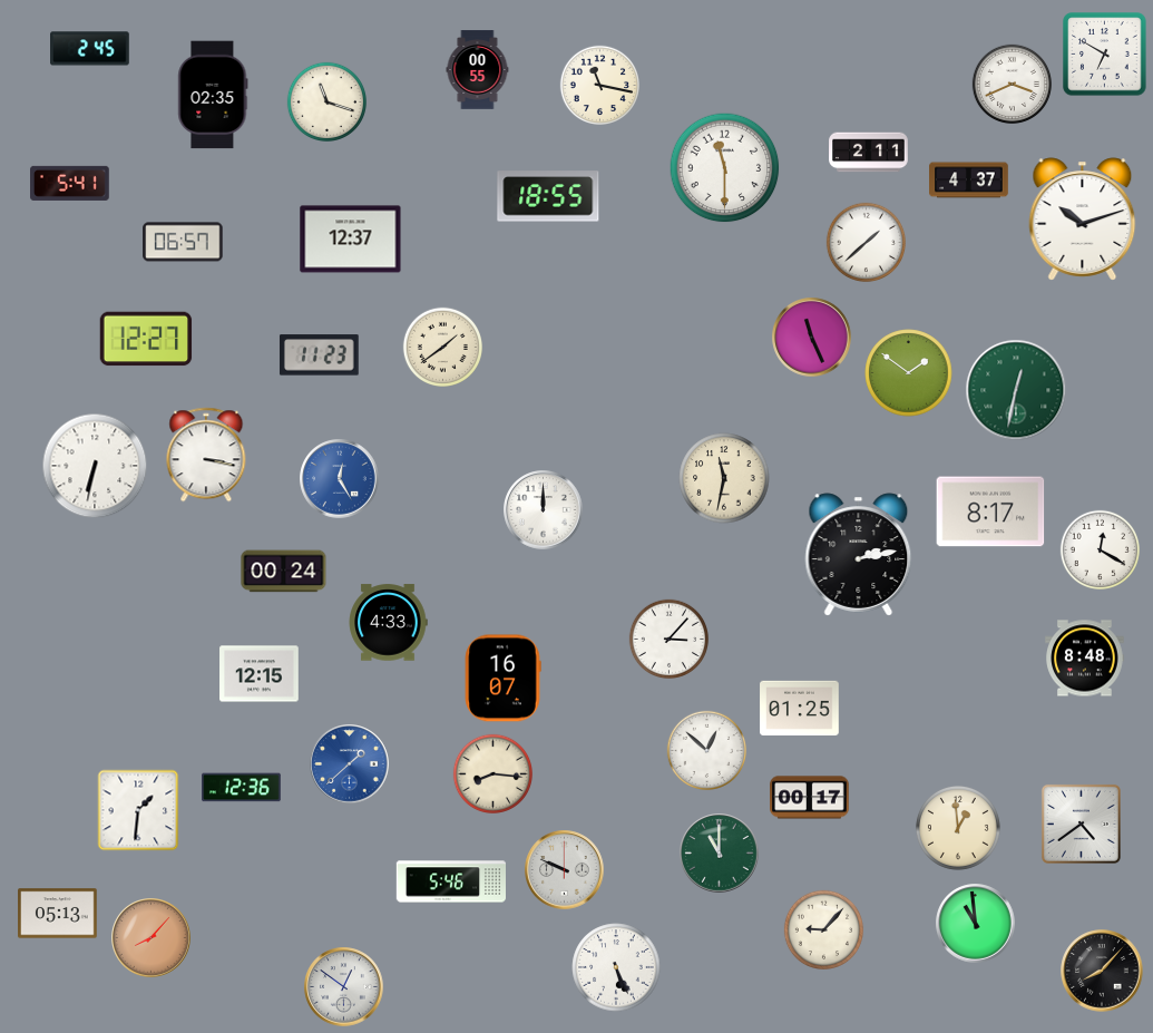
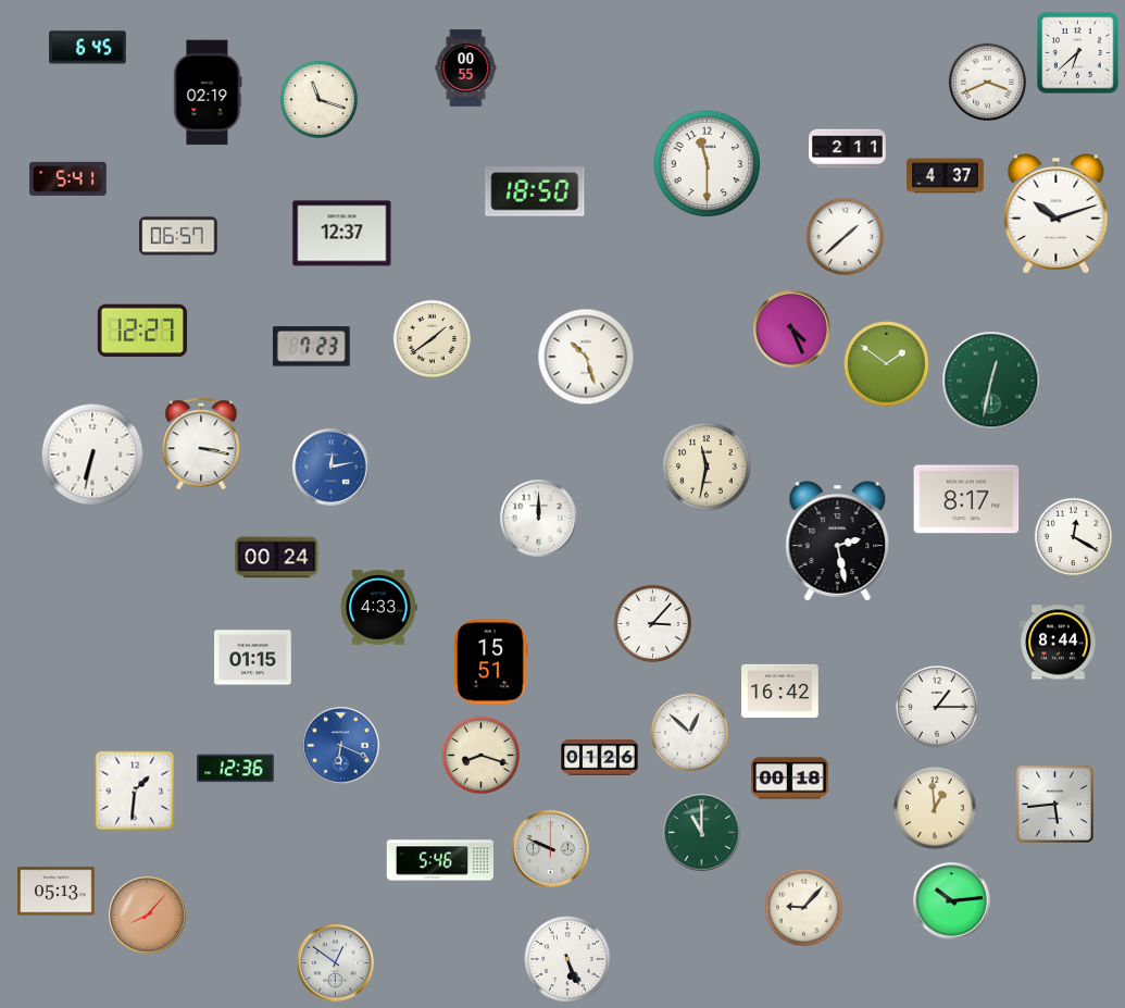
clock at (90, 49): 2:45 -> 6:45
clock at (1105, 55): 6:50 -> 6:38
clock at (599, 85): 11:17 -> none
clock at (213, 95): 02:35 -> 02:19
clock at (548, 196): 18:55 -> 18:50
clock at (812, 338): 11:26 -> 4:26
clock at (320, 355): 11:23 -> 7:23
clock at (586, 357): none -> 10:27
clock at (340, 479): 12:25 -> 12:13
clock at (544, 510) position: (544, 510) -> (539, 519)
clock at (859, 555): 2:13 -> 2:28
clock at (1085, 659): 8:48 -> 8:44
clock at (260, 674): 12:15 -> 01:15
clock at (502, 679): 16:07 -> 15:51
clock at (800, 708): 01:25 -> 16:42
clock at (938, 708): none -> 1:15
clock at (350, 764): 1:38 -> 6:19
clock at (492, 773): 8:16 -> 8:18
clock at (600, 758): none -> 01:26
clock at (810, 798): 00:17 -> 00:18
clock at (1081, 824): 4:39 -> 5:44
clock at (976, 924): 10:59 -> 10:14
clock at (616, 967) position: (616, 967) -> (567, 959)
clock at (1102, 971): 8:07 -> none
